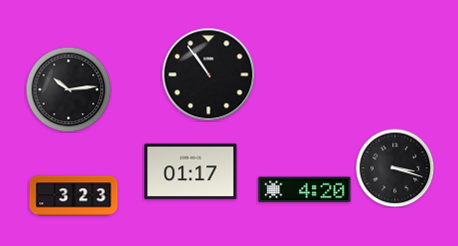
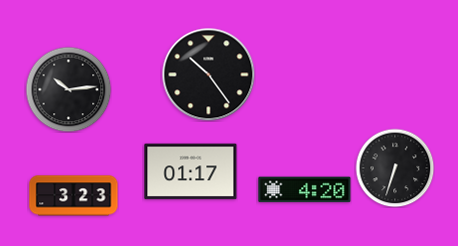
clock at (208, 74): 10:54 -> 10:24
clock at (395, 168): 3:18 -> 6:33
